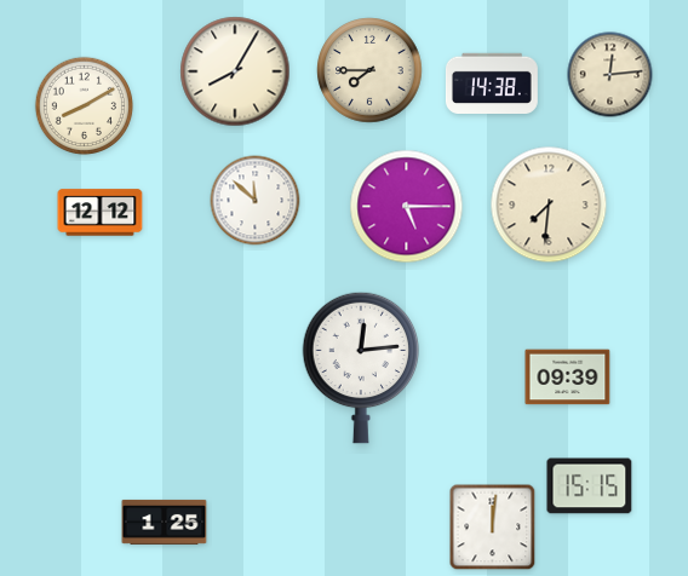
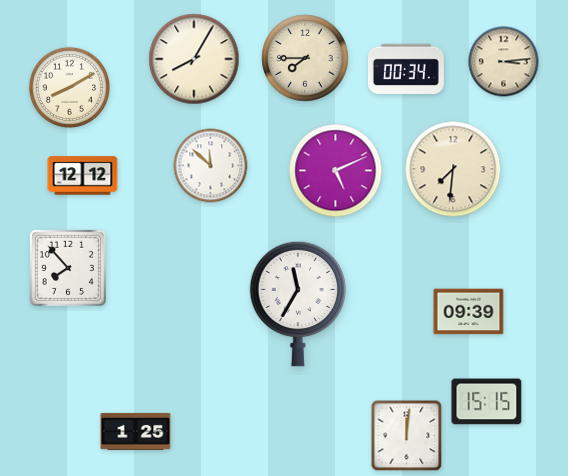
clock at (610, 75): 12:14 -> 3:14
clock at (492, 82): 14:38 -> 00:34
clock at (407, 207): 5:15 -> 5:11
clock at (68, 268): none -> 7:53
clock at (361, 368): 12:14 -> 11:35
